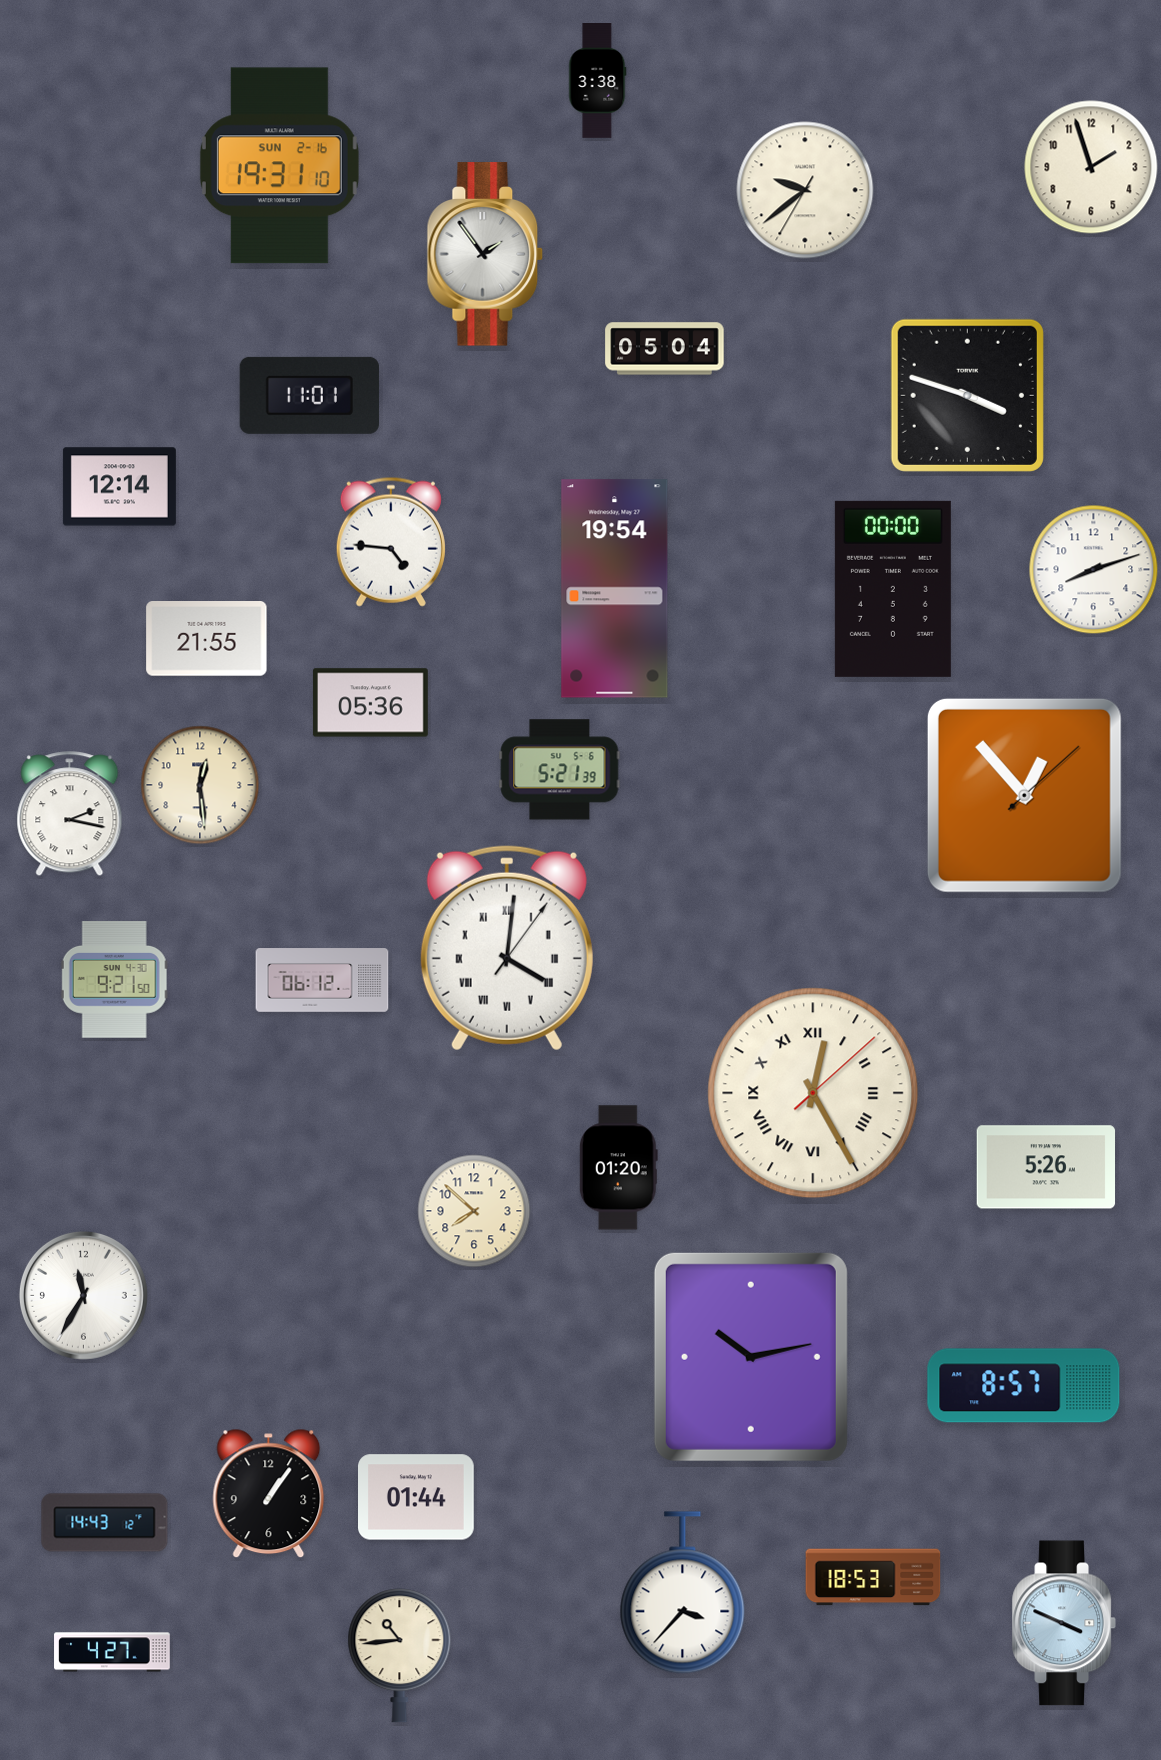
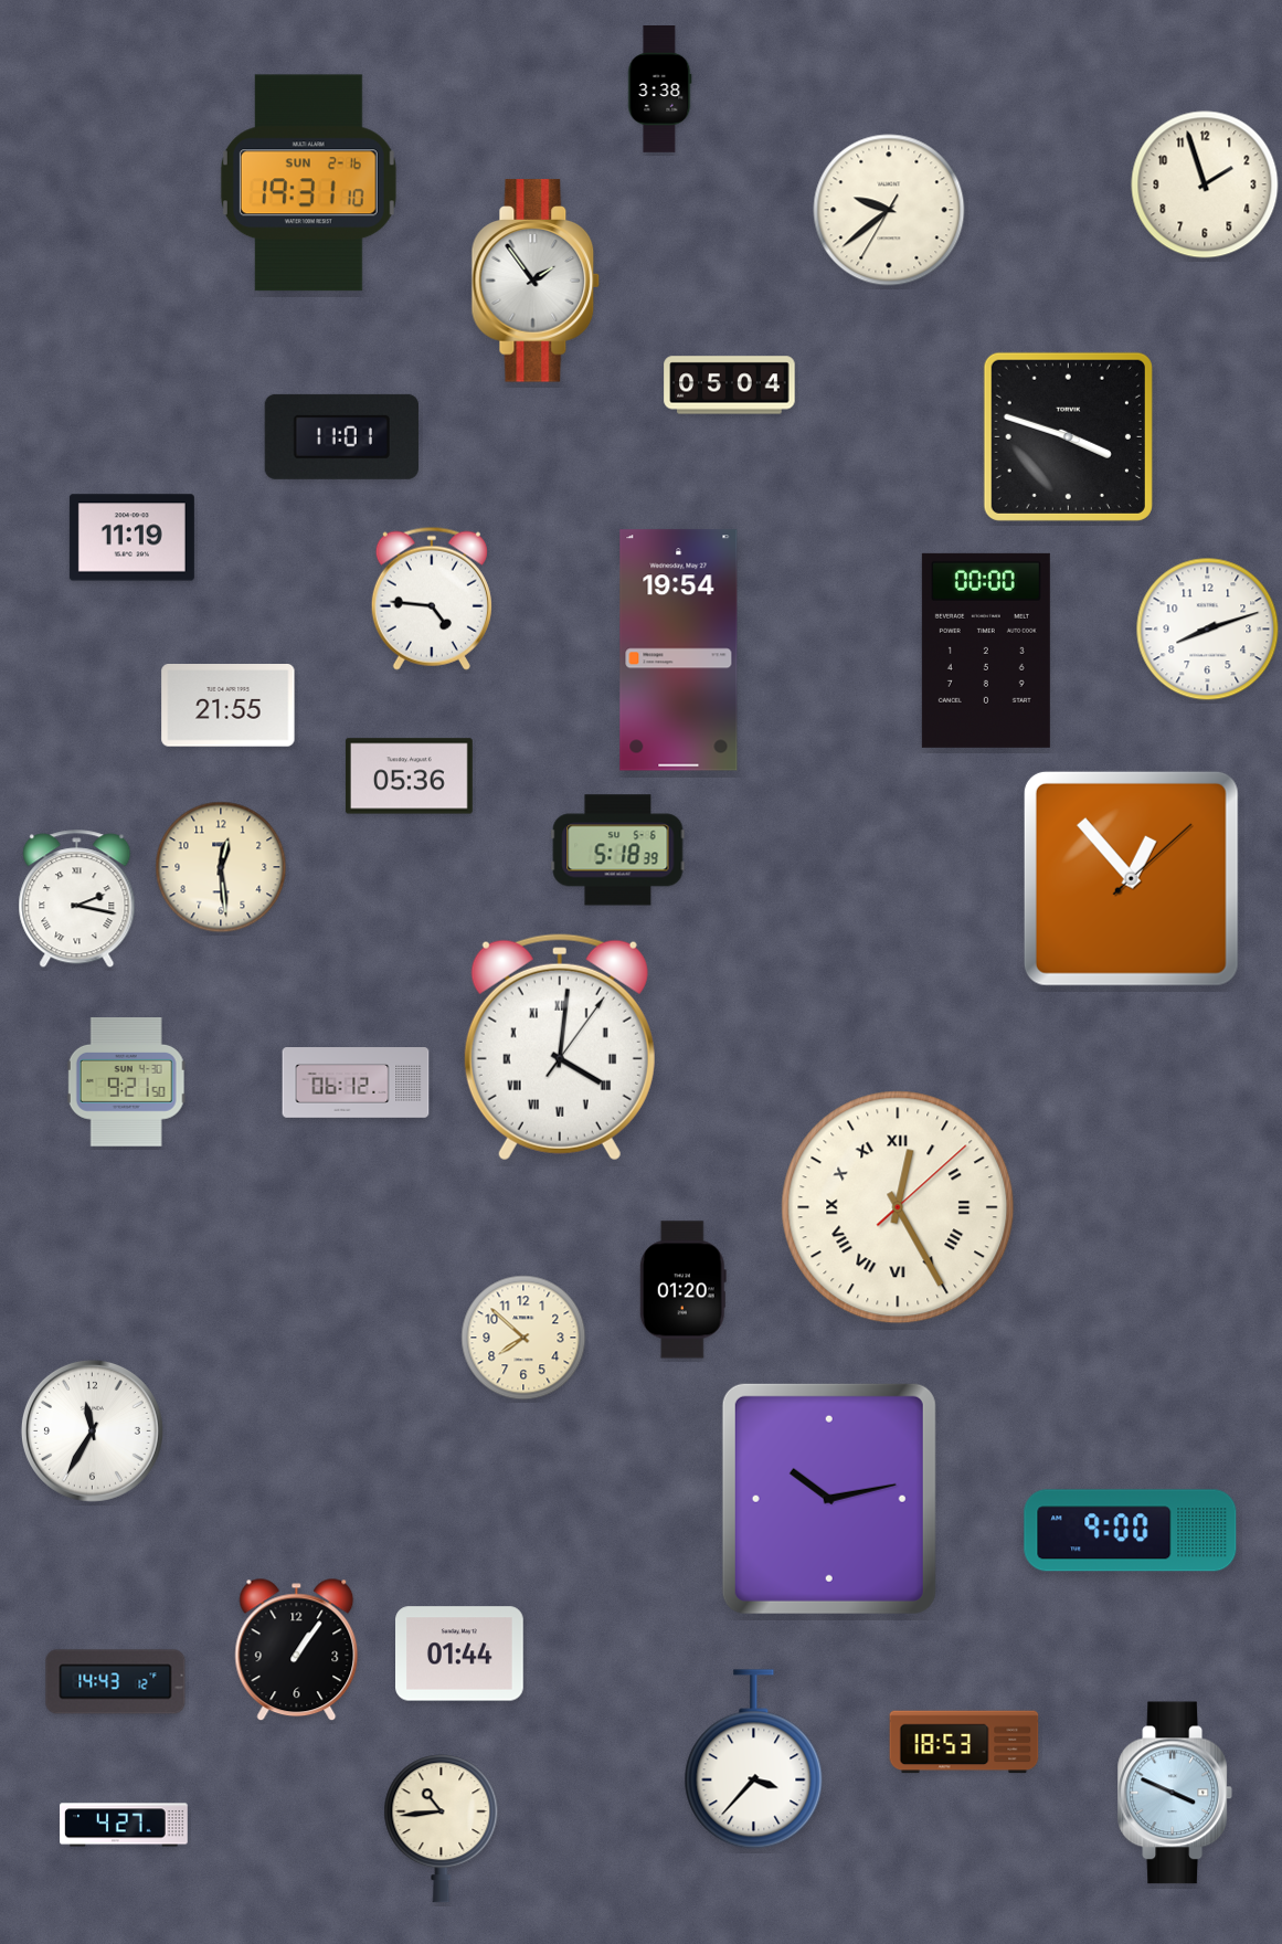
clock at (665, 349) position: (665, 349) -> (730, 385)
clock at (119, 487): 12:14 -> 11:19
clock at (560, 770): 5:21 -> 5:18
clock at (1046, 1167): 5:26 -> none
clock at (1024, 1386): 8:57 -> 9:00
